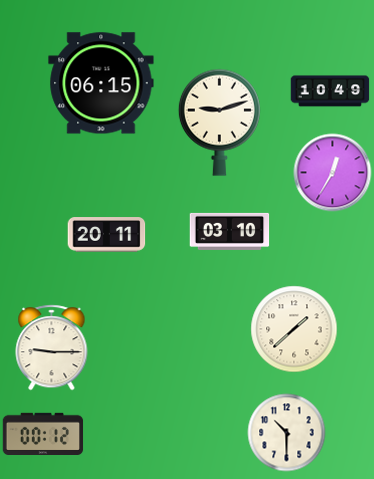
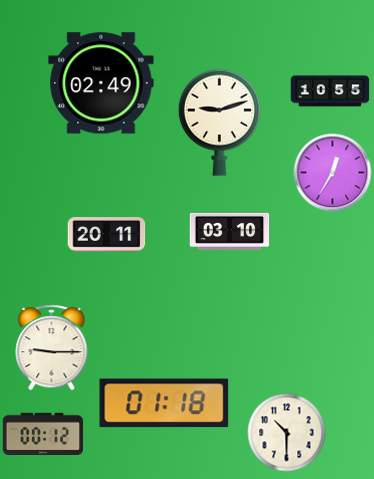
clock at (101, 83): 06:15 -> 02:49
clock at (330, 91): 10:49 -> 10:55
clock at (294, 329): 1:38 -> none
clock at (164, 403): none -> 01:18
